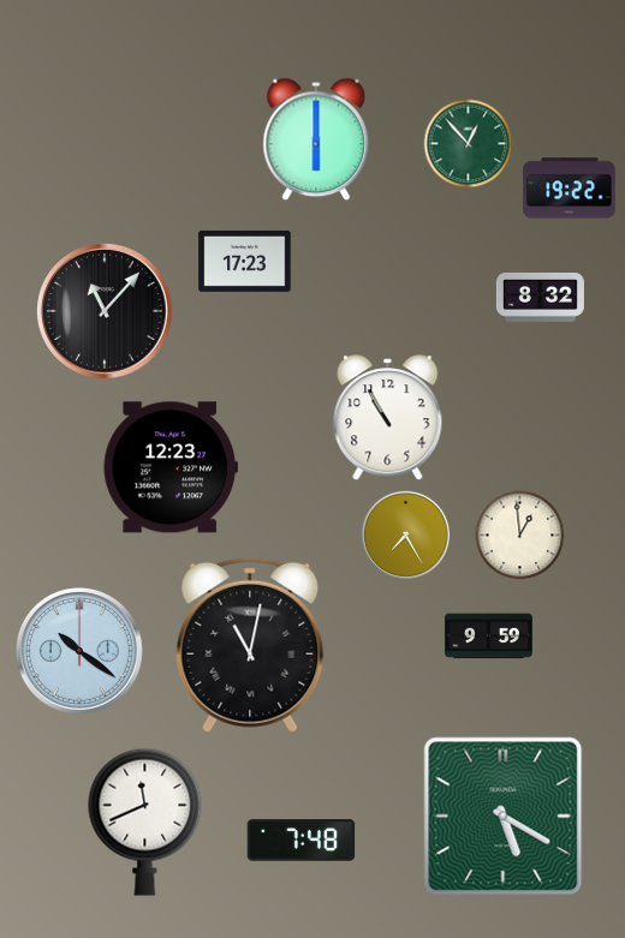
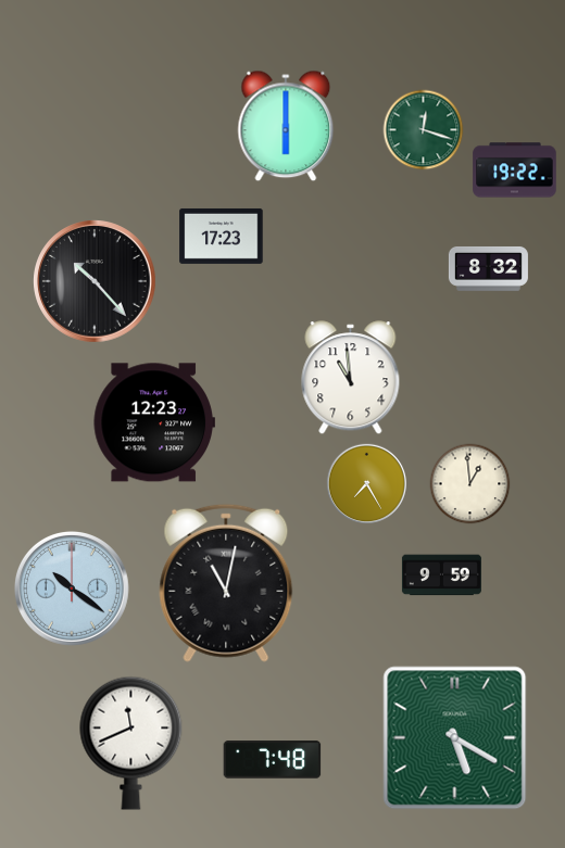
clock at (469, 144): 12:53 -> 12:18
clock at (106, 311): 11:07 -> 10:23
clock at (388, 418): 10:55 -> 10:59
